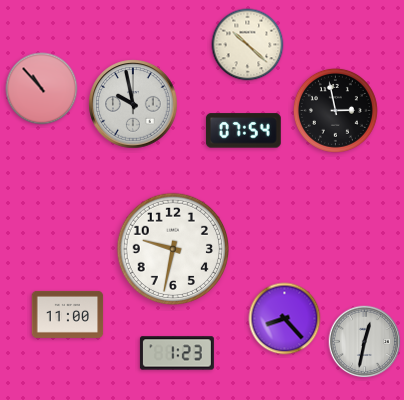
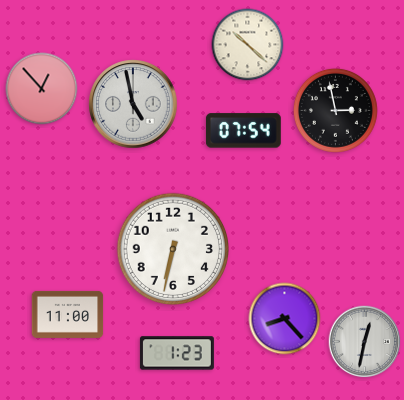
clock at (42, 89): 10:53 -> 12:53
clock at (133, 104): 9:58 -> 4:58
clock at (172, 248): 9:32 -> 6:32
